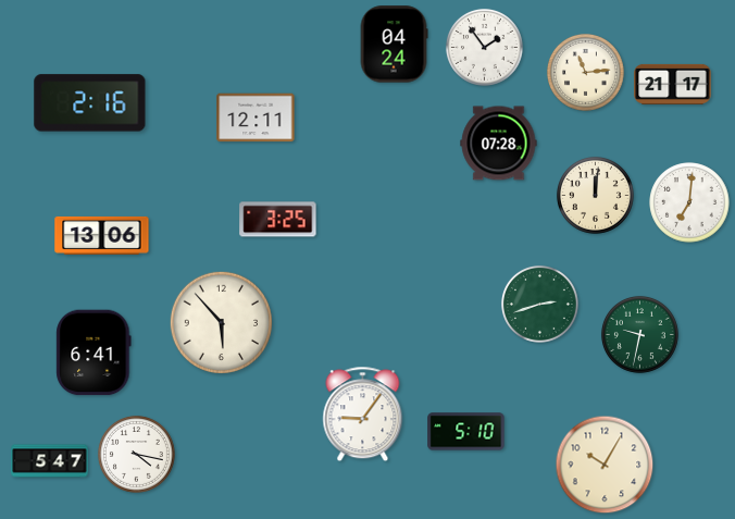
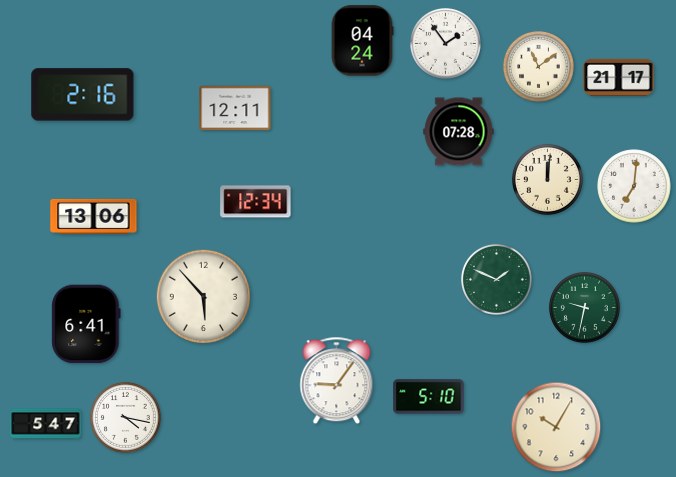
clock at (586, 73): 11:14 -> 11:09
clock at (278, 220): 3:25 -> 12:34
clock at (540, 305): 2:42 -> 1:49
clock at (640, 335) position: (640, 335) -> (585, 308)
clock at (363, 415) position: (363, 415) -> (337, 381)
